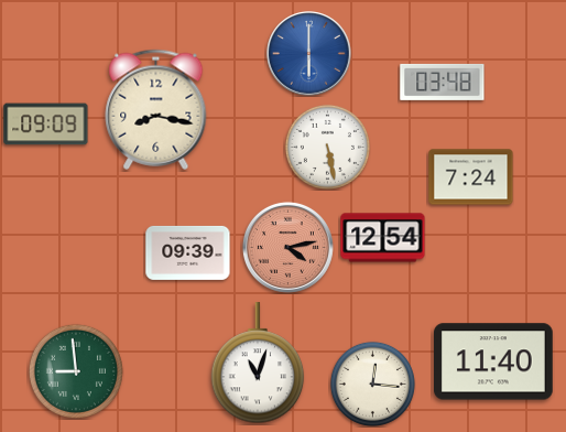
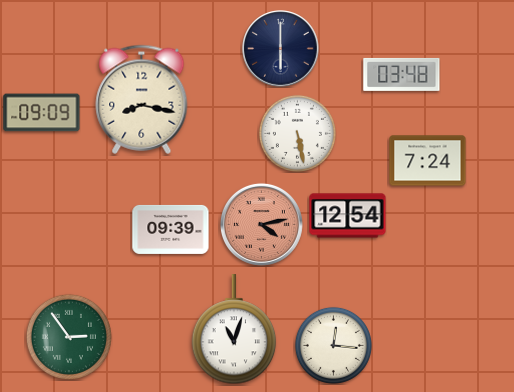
clock at (309, 54) dial: blue -> navy
clock at (494, 361): 11:40 -> none
clock at (76, 371): 8:59 -> 2:54
clock at (372, 384) position: (372, 384) -> (333, 345)
